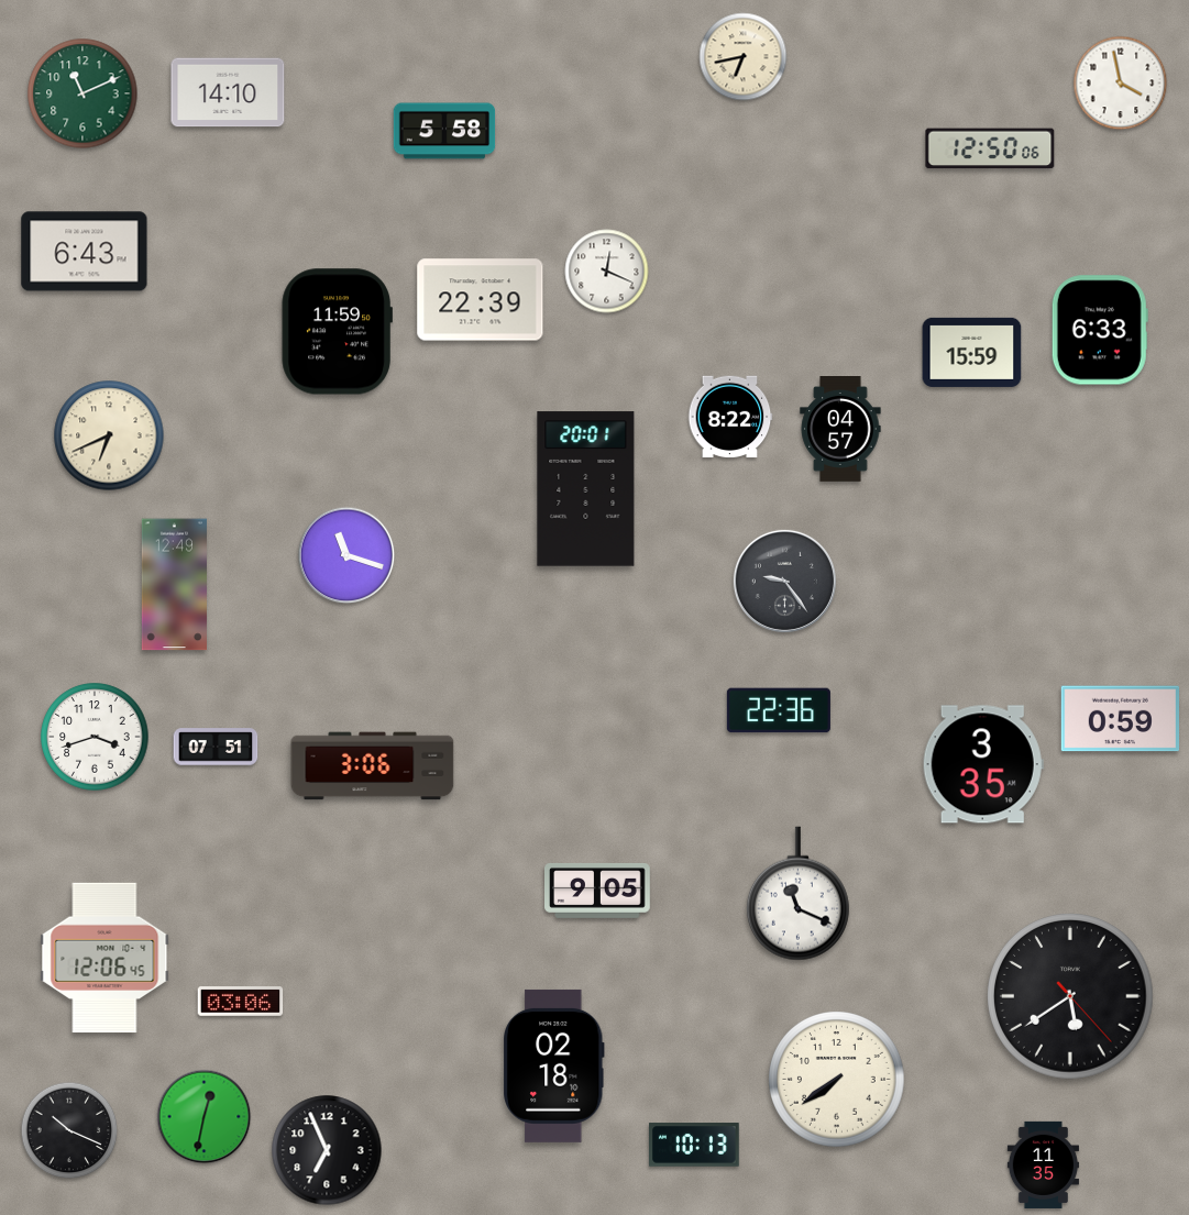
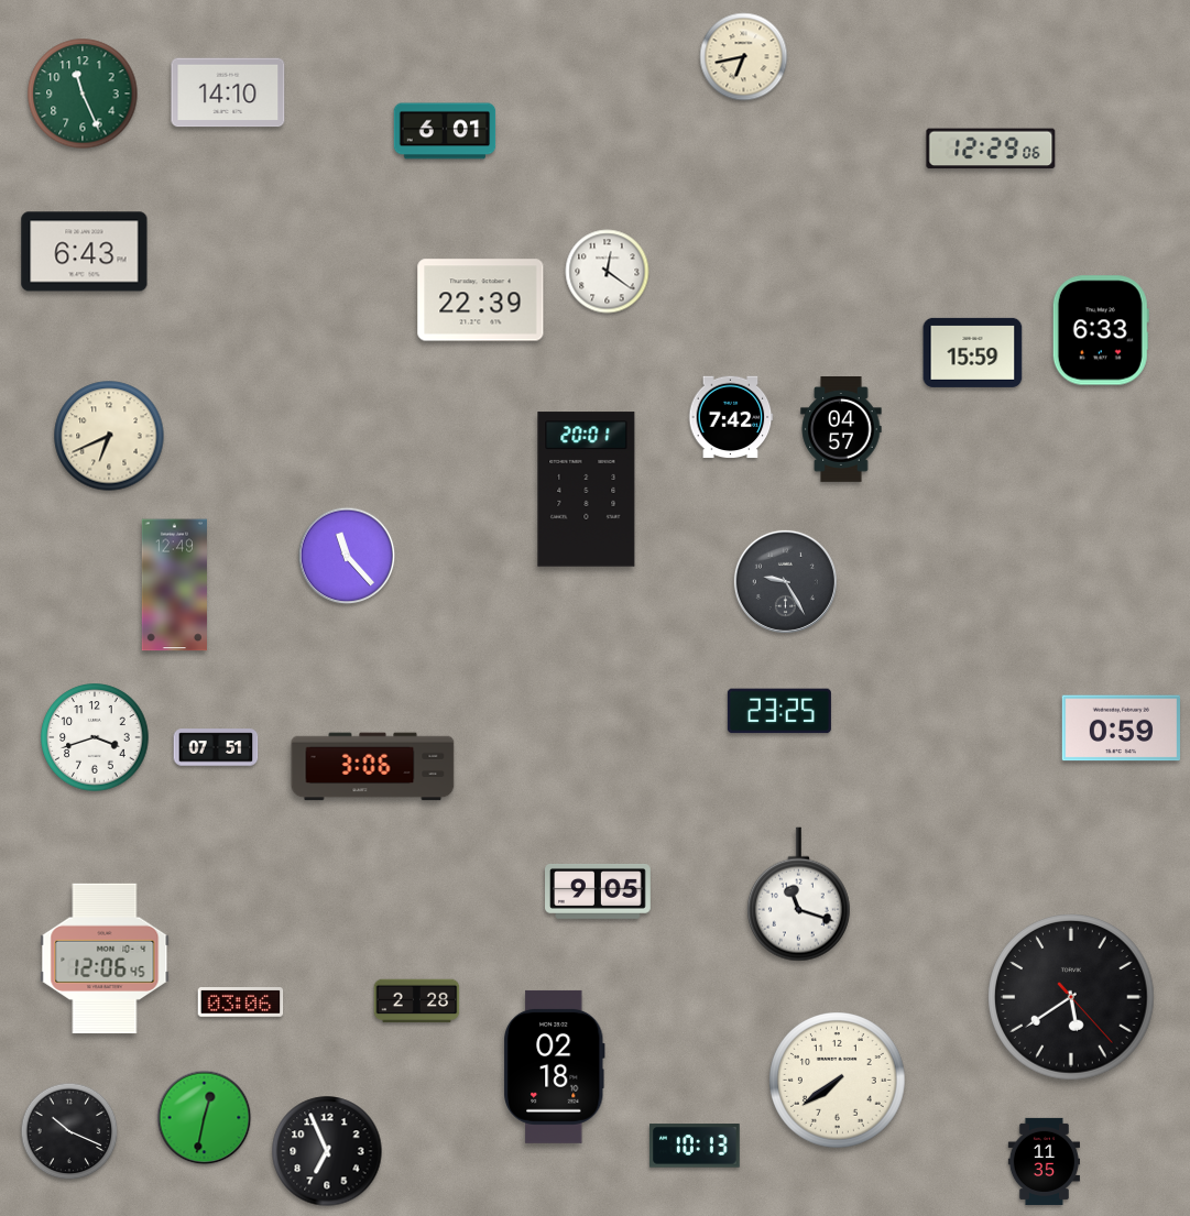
clock at (1121, 84): 3:58 -> none
clock at (82, 93): 11:11 -> 11:26
clock at (444, 131): 5:58 -> 6:01
clock at (990, 148): 12:50 -> 12:29
clock at (607, 272): 12:19 -> 12:21
clock at (337, 332): 11:59 -> none
clock at (730, 417): 8:22 -> 7:42
clock at (346, 555): 11:18 -> 11:23
clock at (784, 581): 9:24 -> 9:25
clock at (779, 710): 22:36 -> 23:25
clock at (1120, 719) position: (1120, 719) -> (1121, 728)
clock at (983, 764): 3:35 -> none
clock at (797, 894): 11:19 -> 11:18
clock at (417, 1001): none -> 2:28
clock at (1043, 1164) position: (1043, 1164) -> (1044, 1161)
